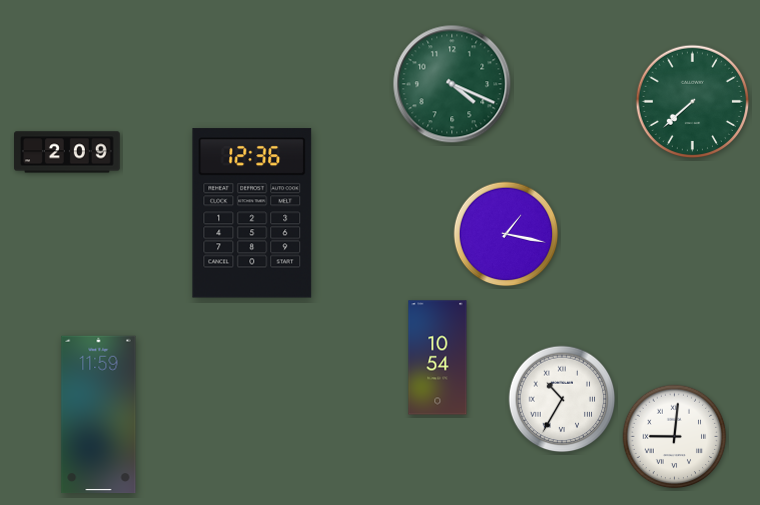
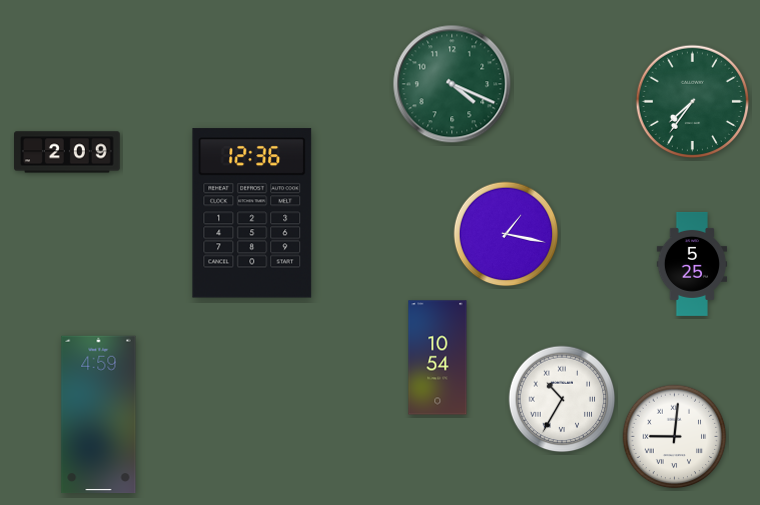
clock at (693, 102): 7:38 -> 7:36
clock at (692, 264): none -> 5:25
clock at (99, 415): 11:59 -> 4:59
